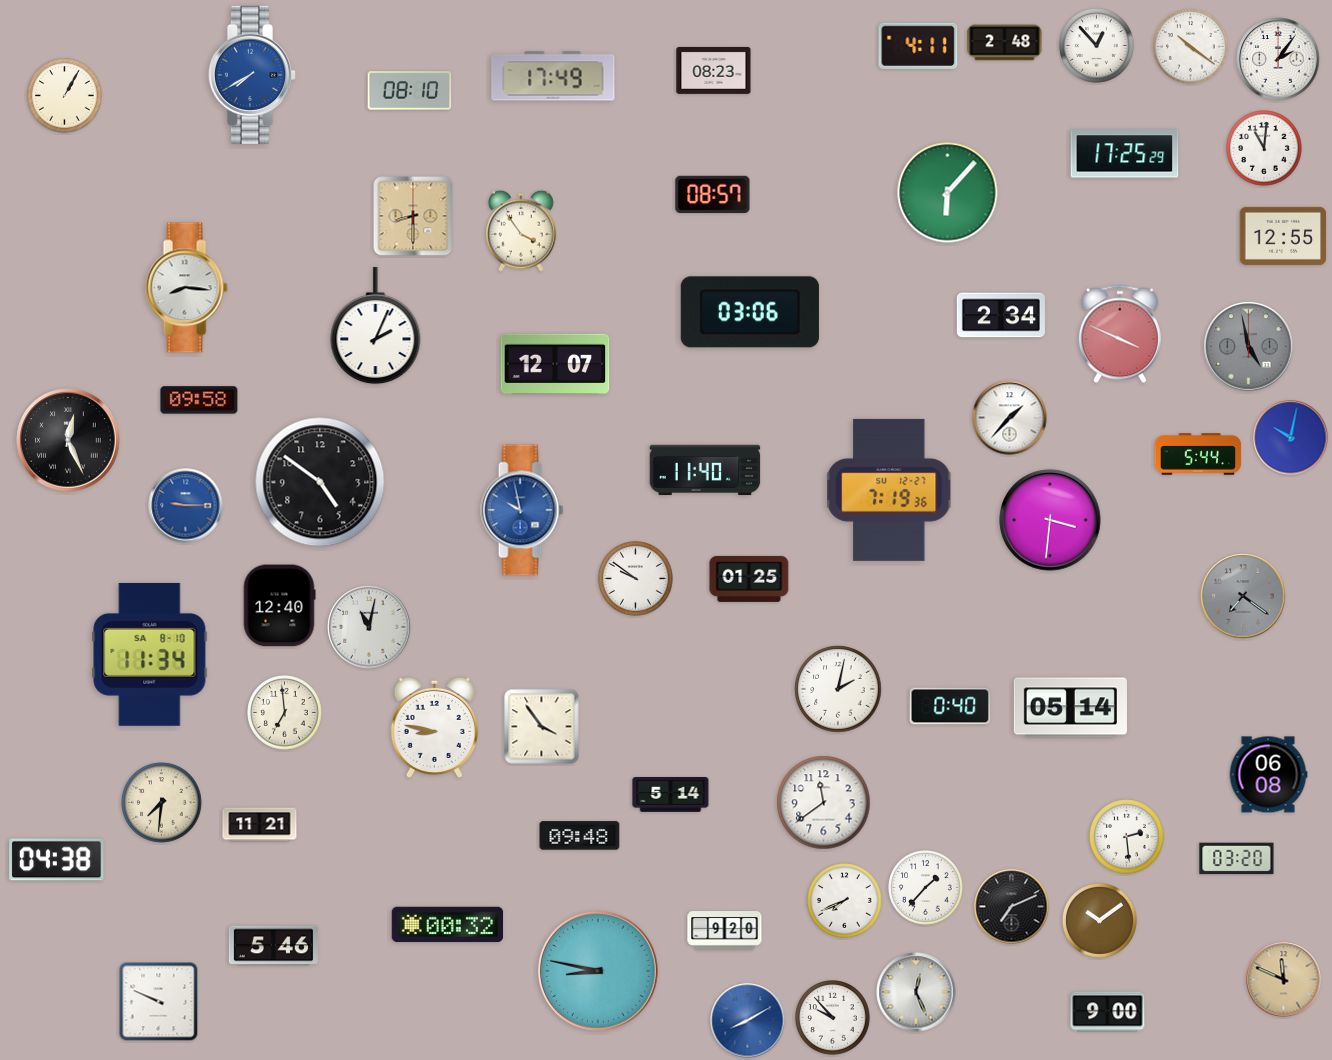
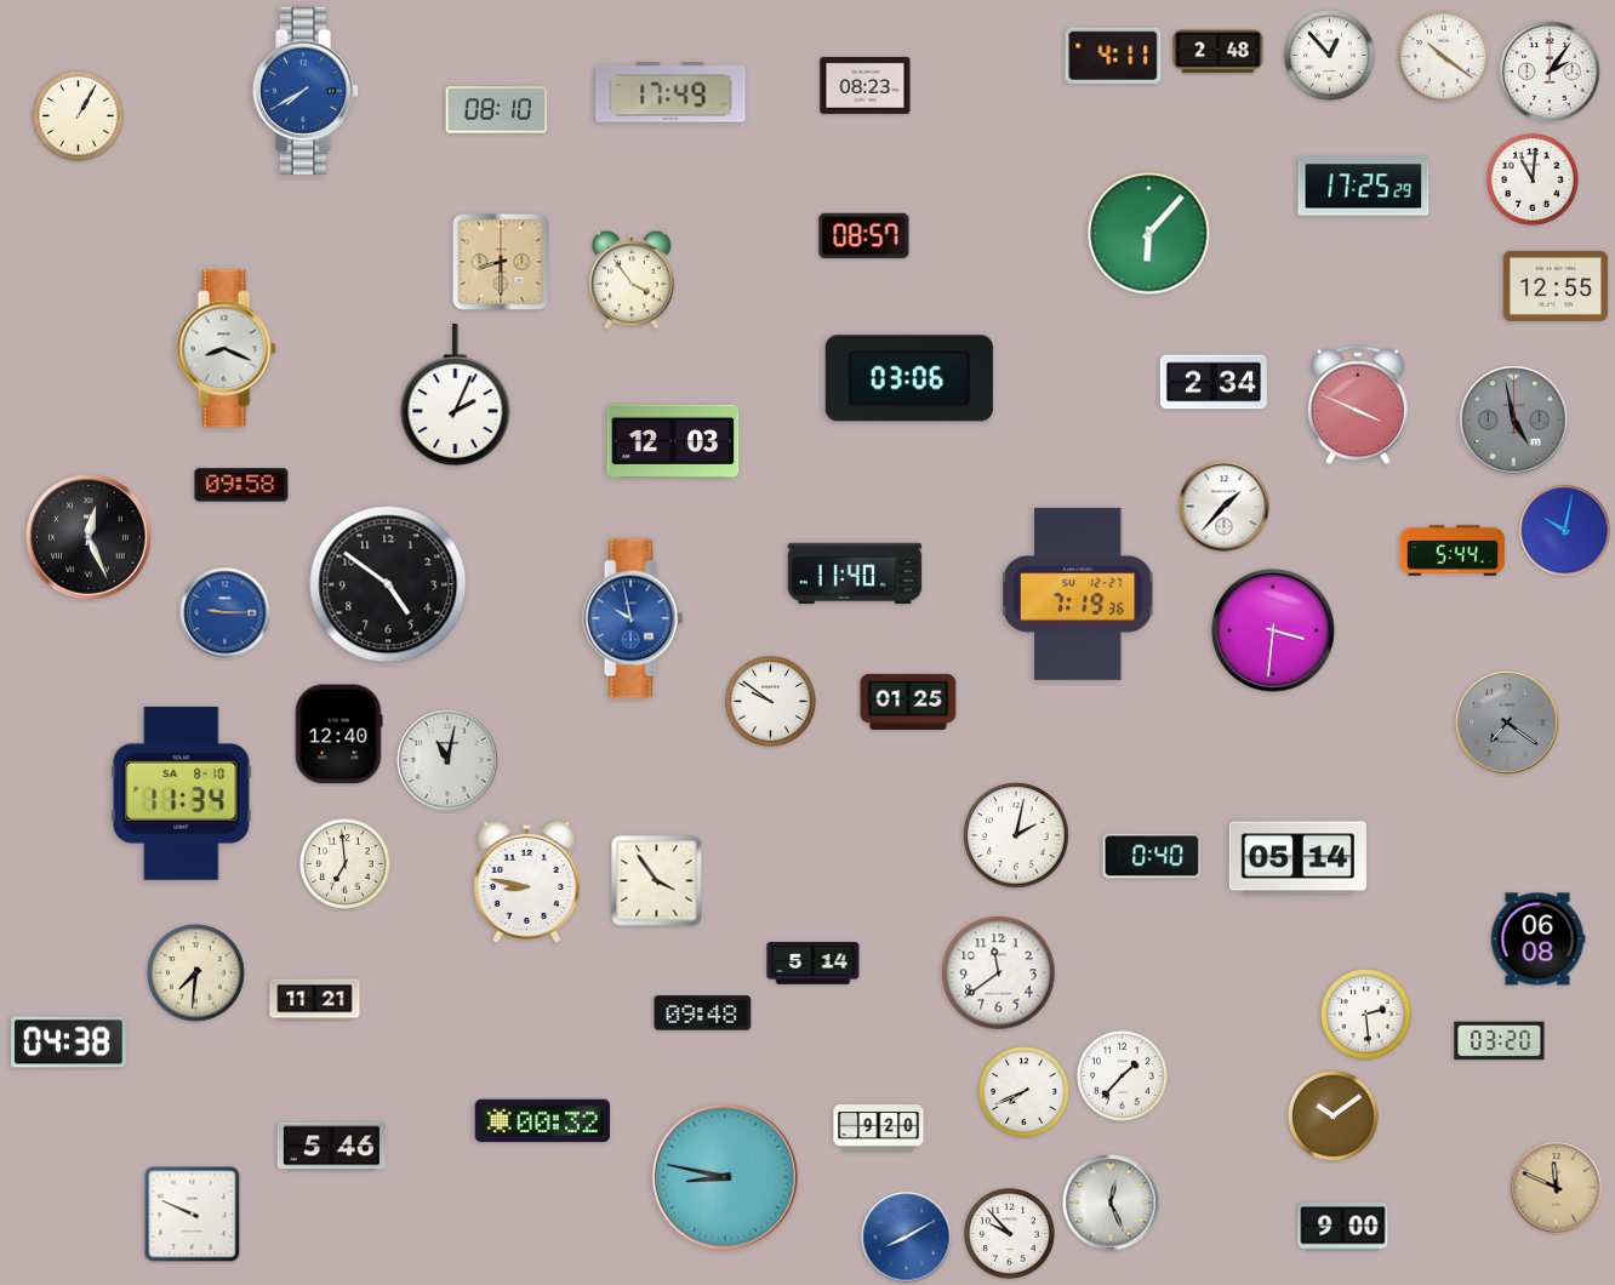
clock at (186, 288): 8:16 -> 8:19
clock at (555, 364): 12:07 -> 12:03
clock at (68, 440) position: (68, 440) -> (89, 537)
clock at (705, 470) position: (705, 470) -> (855, 573)
clock at (1012, 907): 7:11 -> none
